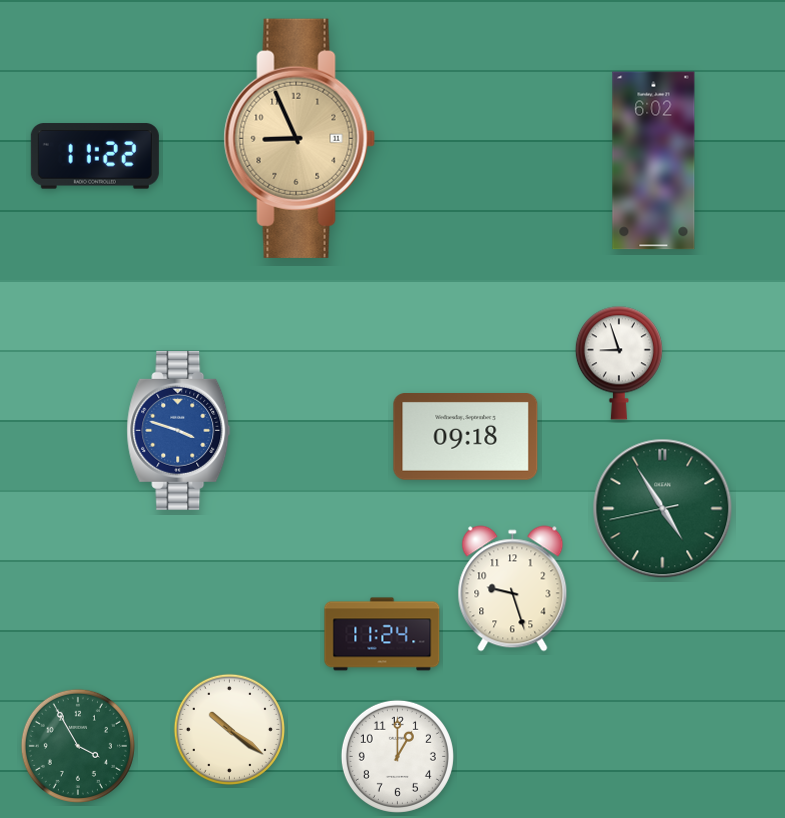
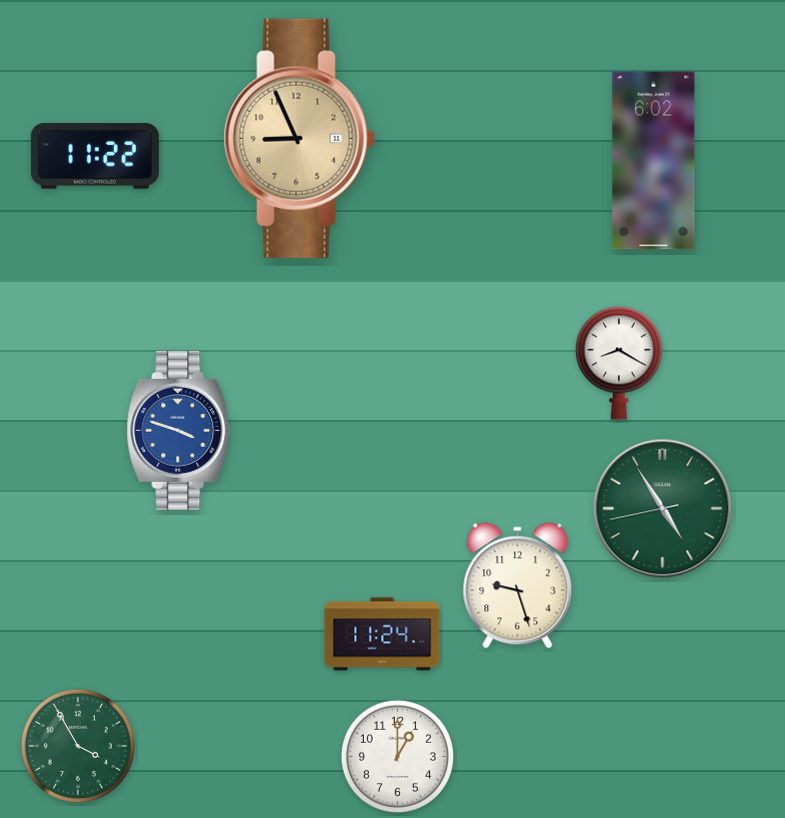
clock at (619, 363): 8:57 -> 8:20
clock at (466, 437): 09:18 -> none
clock at (513, 589) position: (513, 589) -> (518, 586)
clock at (229, 729): 10:21 -> none
